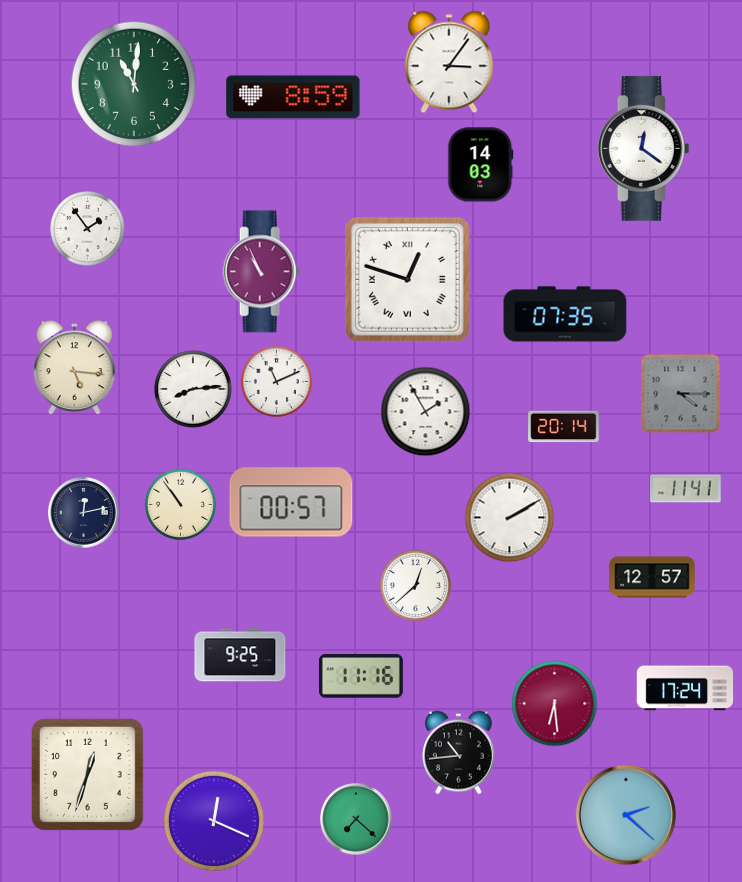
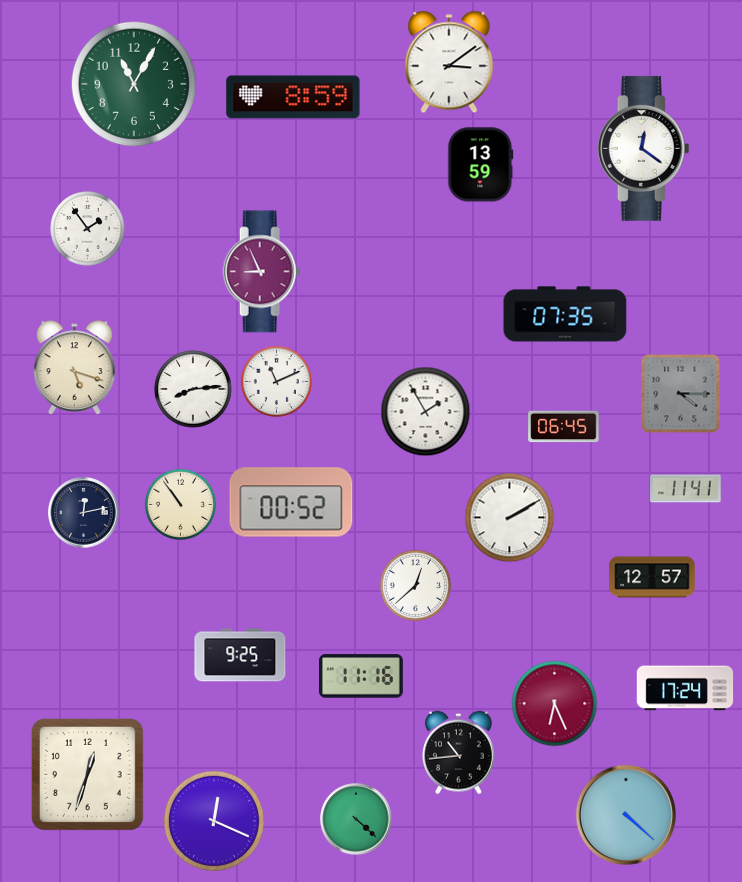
clock at (449, 62): 3:06 -> 3:09
clock at (133, 83): 11:01 -> 11:05
clock at (481, 165): 14:03 -> 13:59
clock at (262, 272): 10:56 -> 8:56
clock at (407, 279): 12:48 -> none
clock at (75, 367): 5:16 -> 5:18
clock at (564, 427): 20:14 -> 06:45
clock at (291, 502): 00:57 -> 00:52
clock at (555, 704): 6:29 -> 6:26
clock at (625, 814): 2:22 -> 4:22
clock at (356, 819): 7:22 -> 4:22
